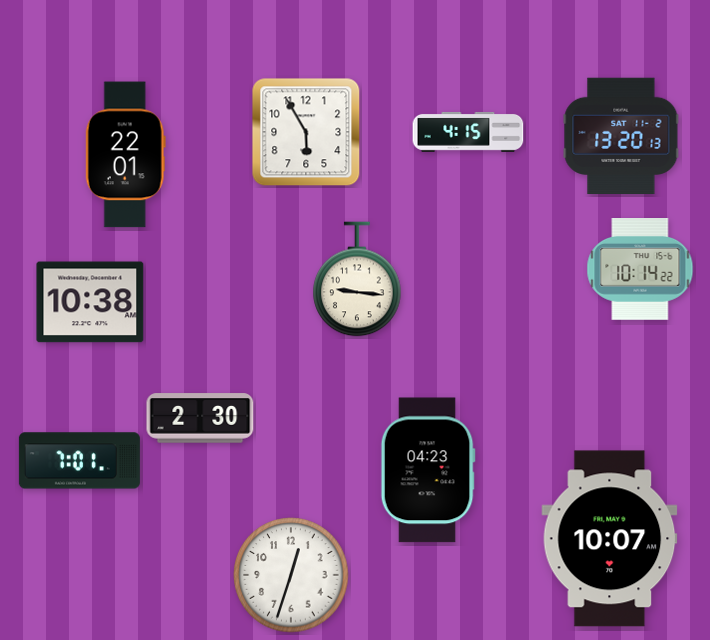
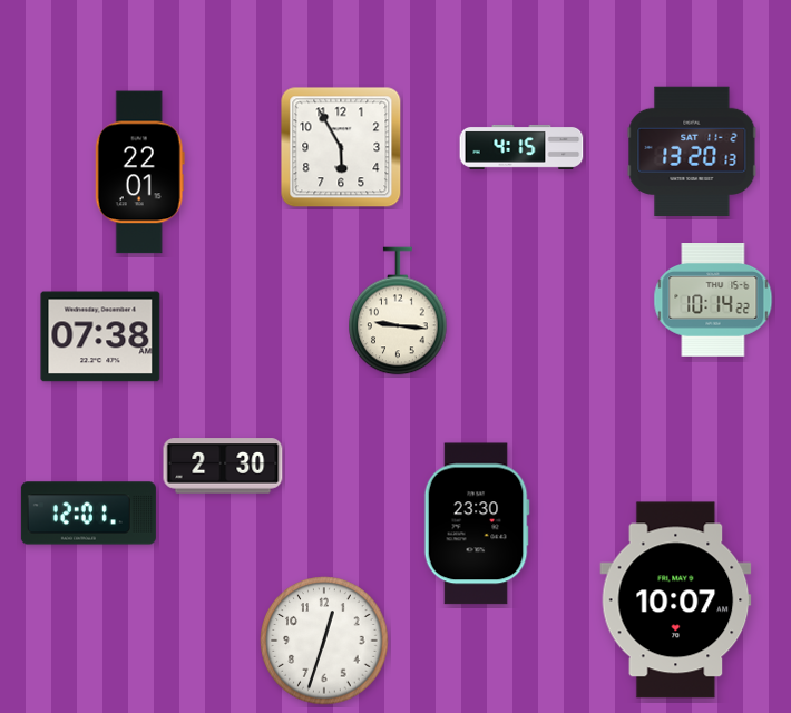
clock at (90, 302): 10:38 -> 07:38
clock at (79, 461): 7:01 -> 12:01
clock at (428, 470): 04:23 -> 23:30
clock at (610, 539) position: (610, 539) -> (676, 600)
